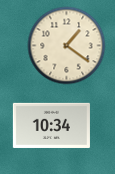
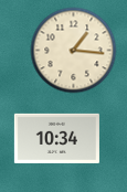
clock at (66, 45): 1:21 -> 1:16
